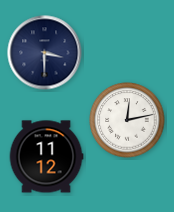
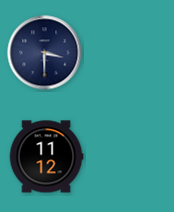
clock at (127, 120): 12:13 -> none
